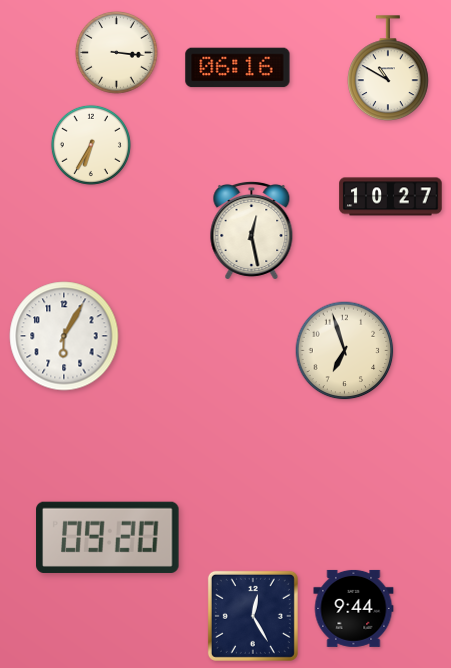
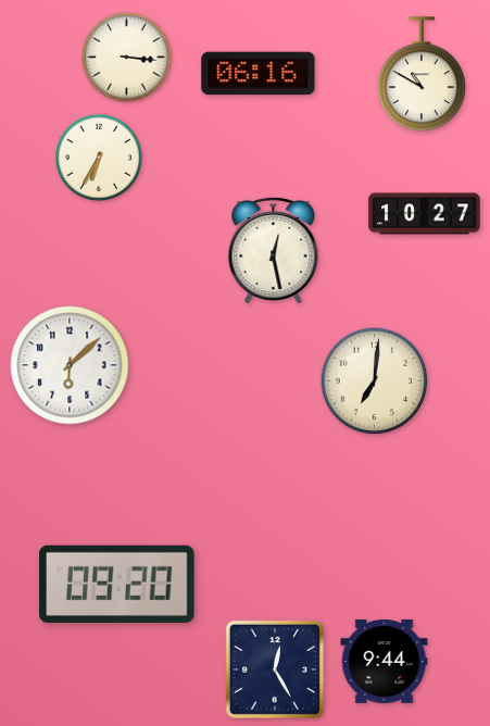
clock at (64, 336): 6:05 -> 6:08
clock at (345, 351): 6:57 -> 7:01
